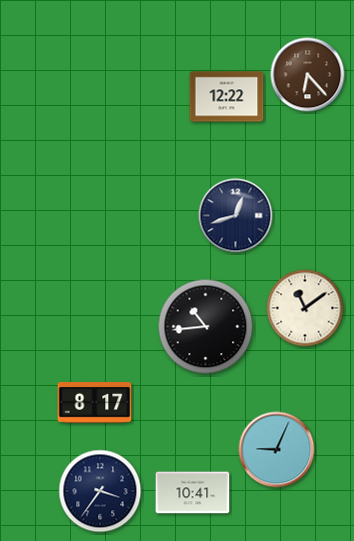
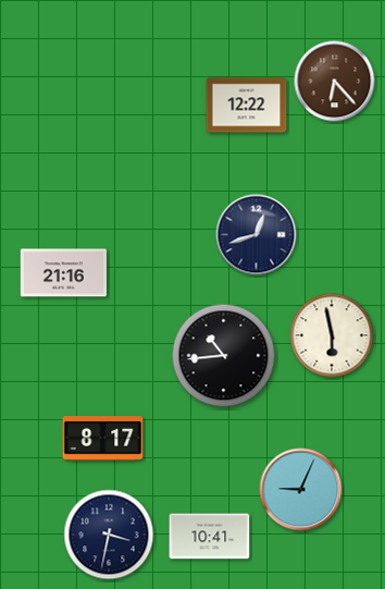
clock at (63, 273): none -> 21:16
clock at (305, 308): 11:09 -> 5:58
clock at (100, 491): 3:36 -> 3:32
